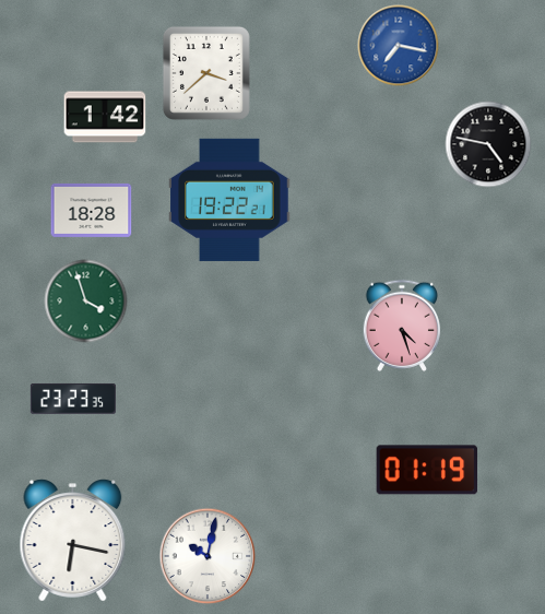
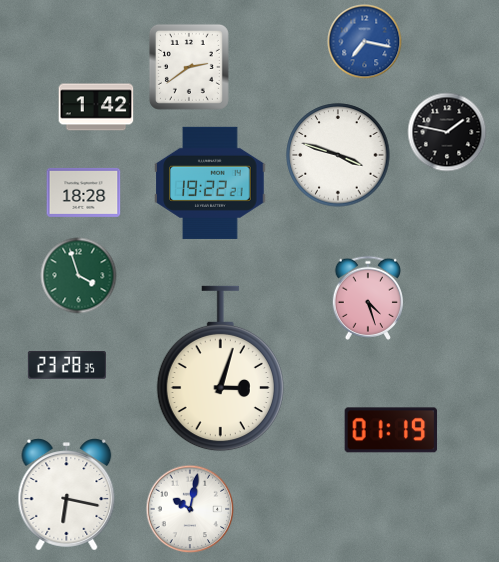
clock at (206, 73): 3:38 -> 2:39
clock at (488, 144): 4:47 -> 1:47
clock at (338, 155): none -> 3:48
clock at (73, 399): 23:23 -> 23:28
clock at (220, 369): none -> 3:03
